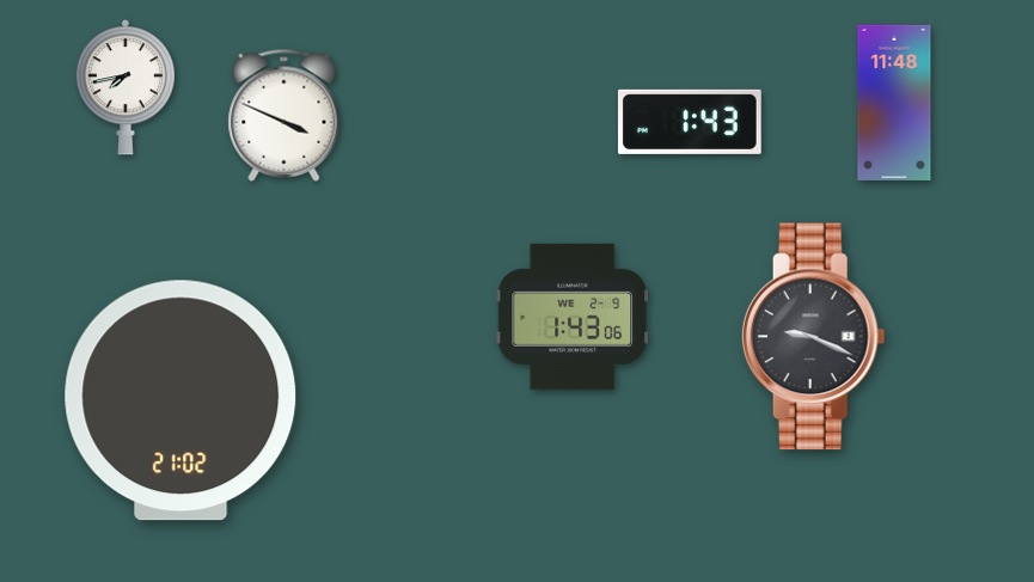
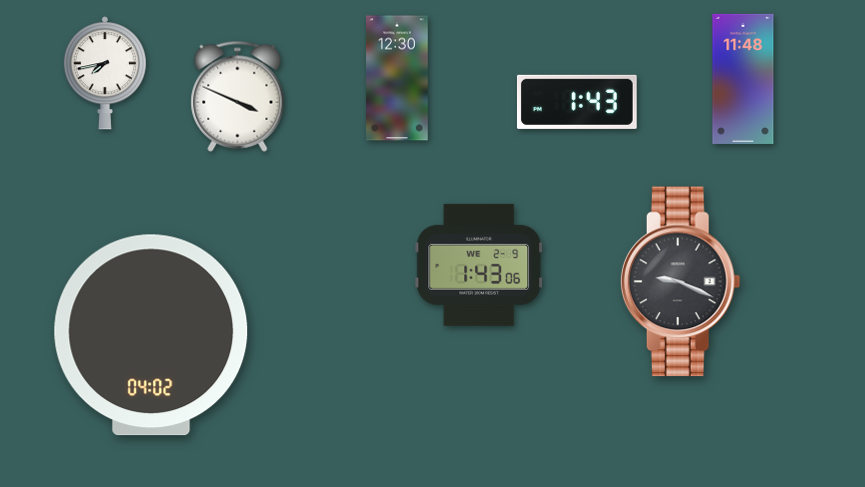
clock at (397, 78): none -> 12:30
clock at (894, 103) position: (894, 103) -> (743, 79)
clock at (181, 400): 21:02 -> 04:02
